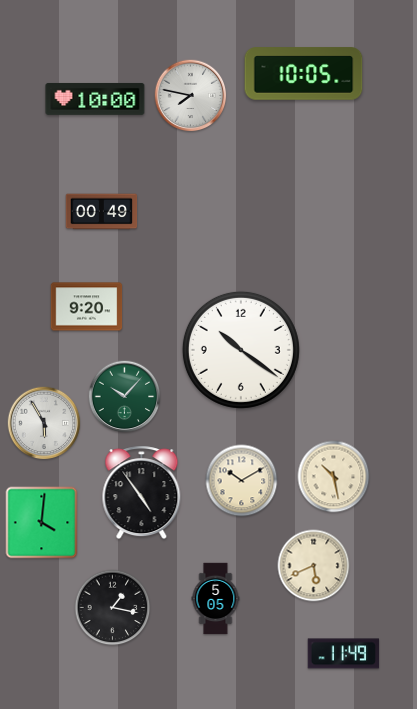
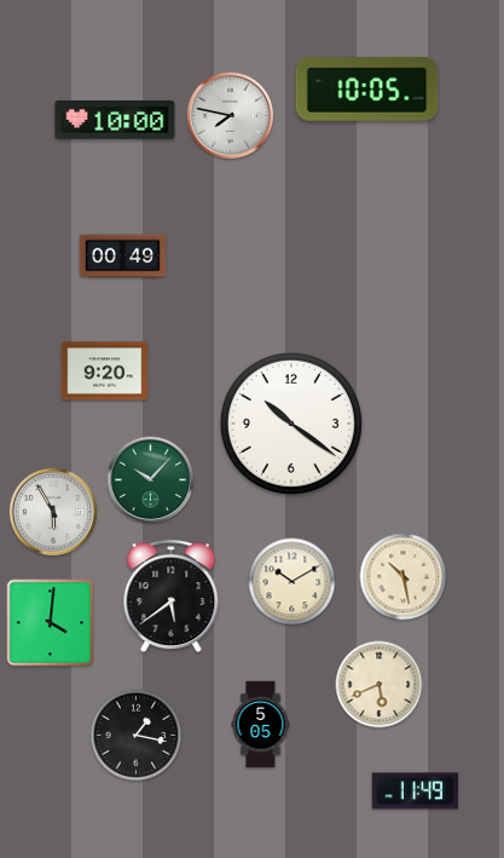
clock at (142, 493): 4:54 -> 5:39
clock at (42, 523) position: (42, 523) -> (51, 623)
